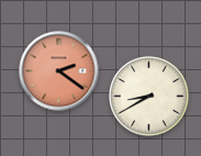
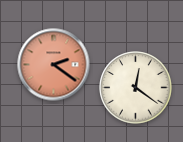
clock at (149, 97): 8:40 -> 12:21
